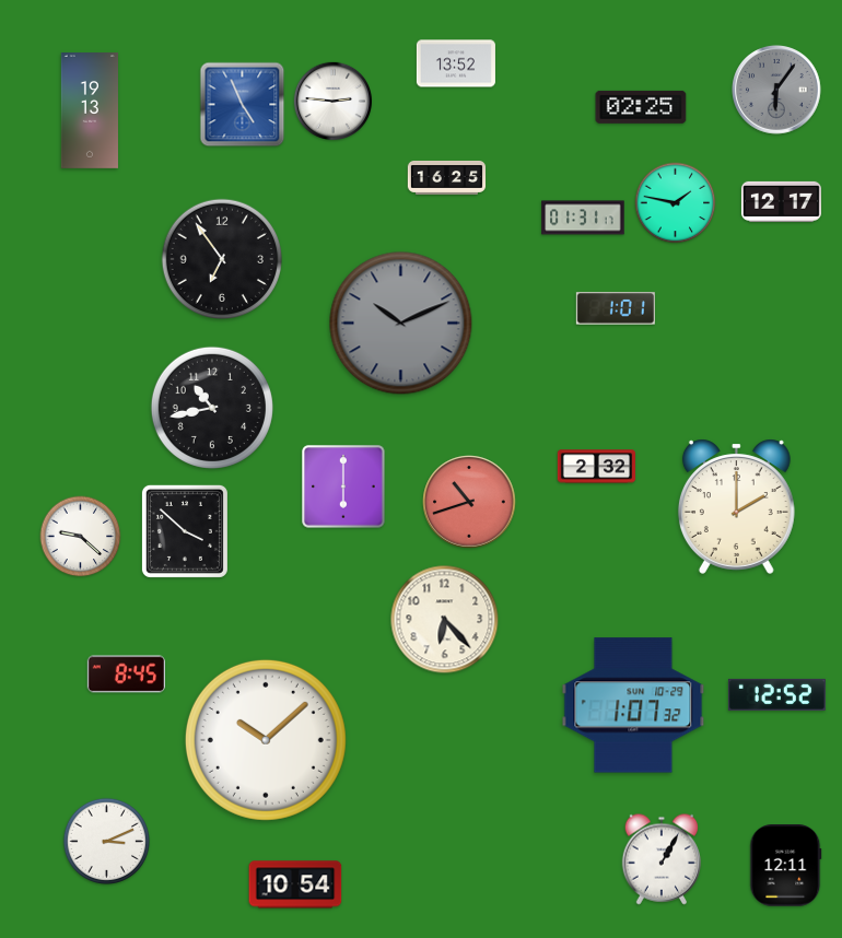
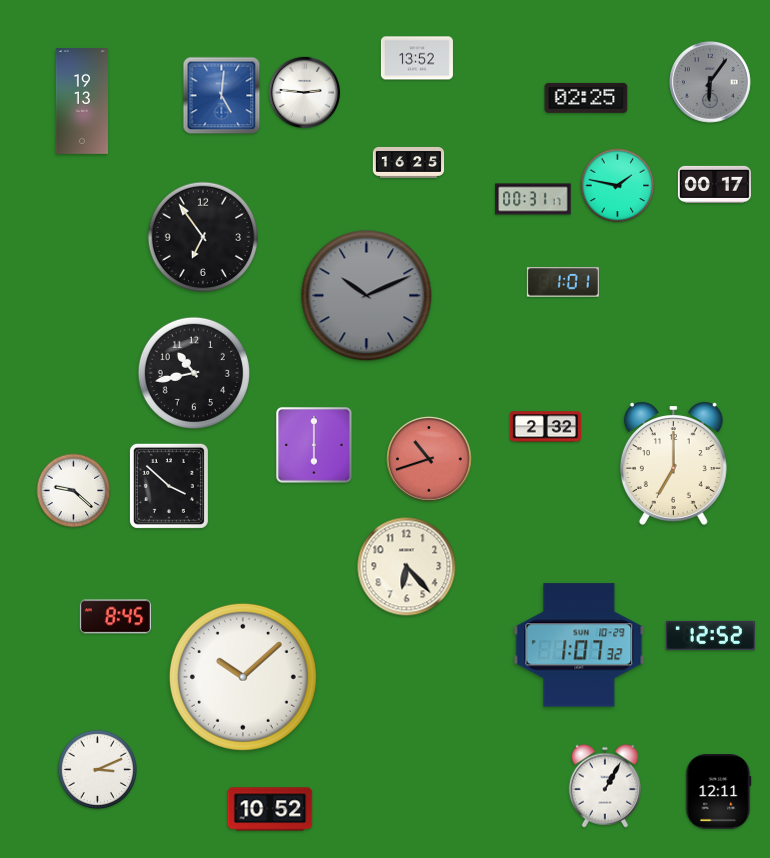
clock at (243, 105): 4:56 -> 5:01
clock at (781, 201): 12:17 -> 00:17
clock at (583, 218): 01:31 -> 00:31
clock at (736, 506): 2:00 -> 7:00
clock at (295, 884): 10:54 -> 10:52
